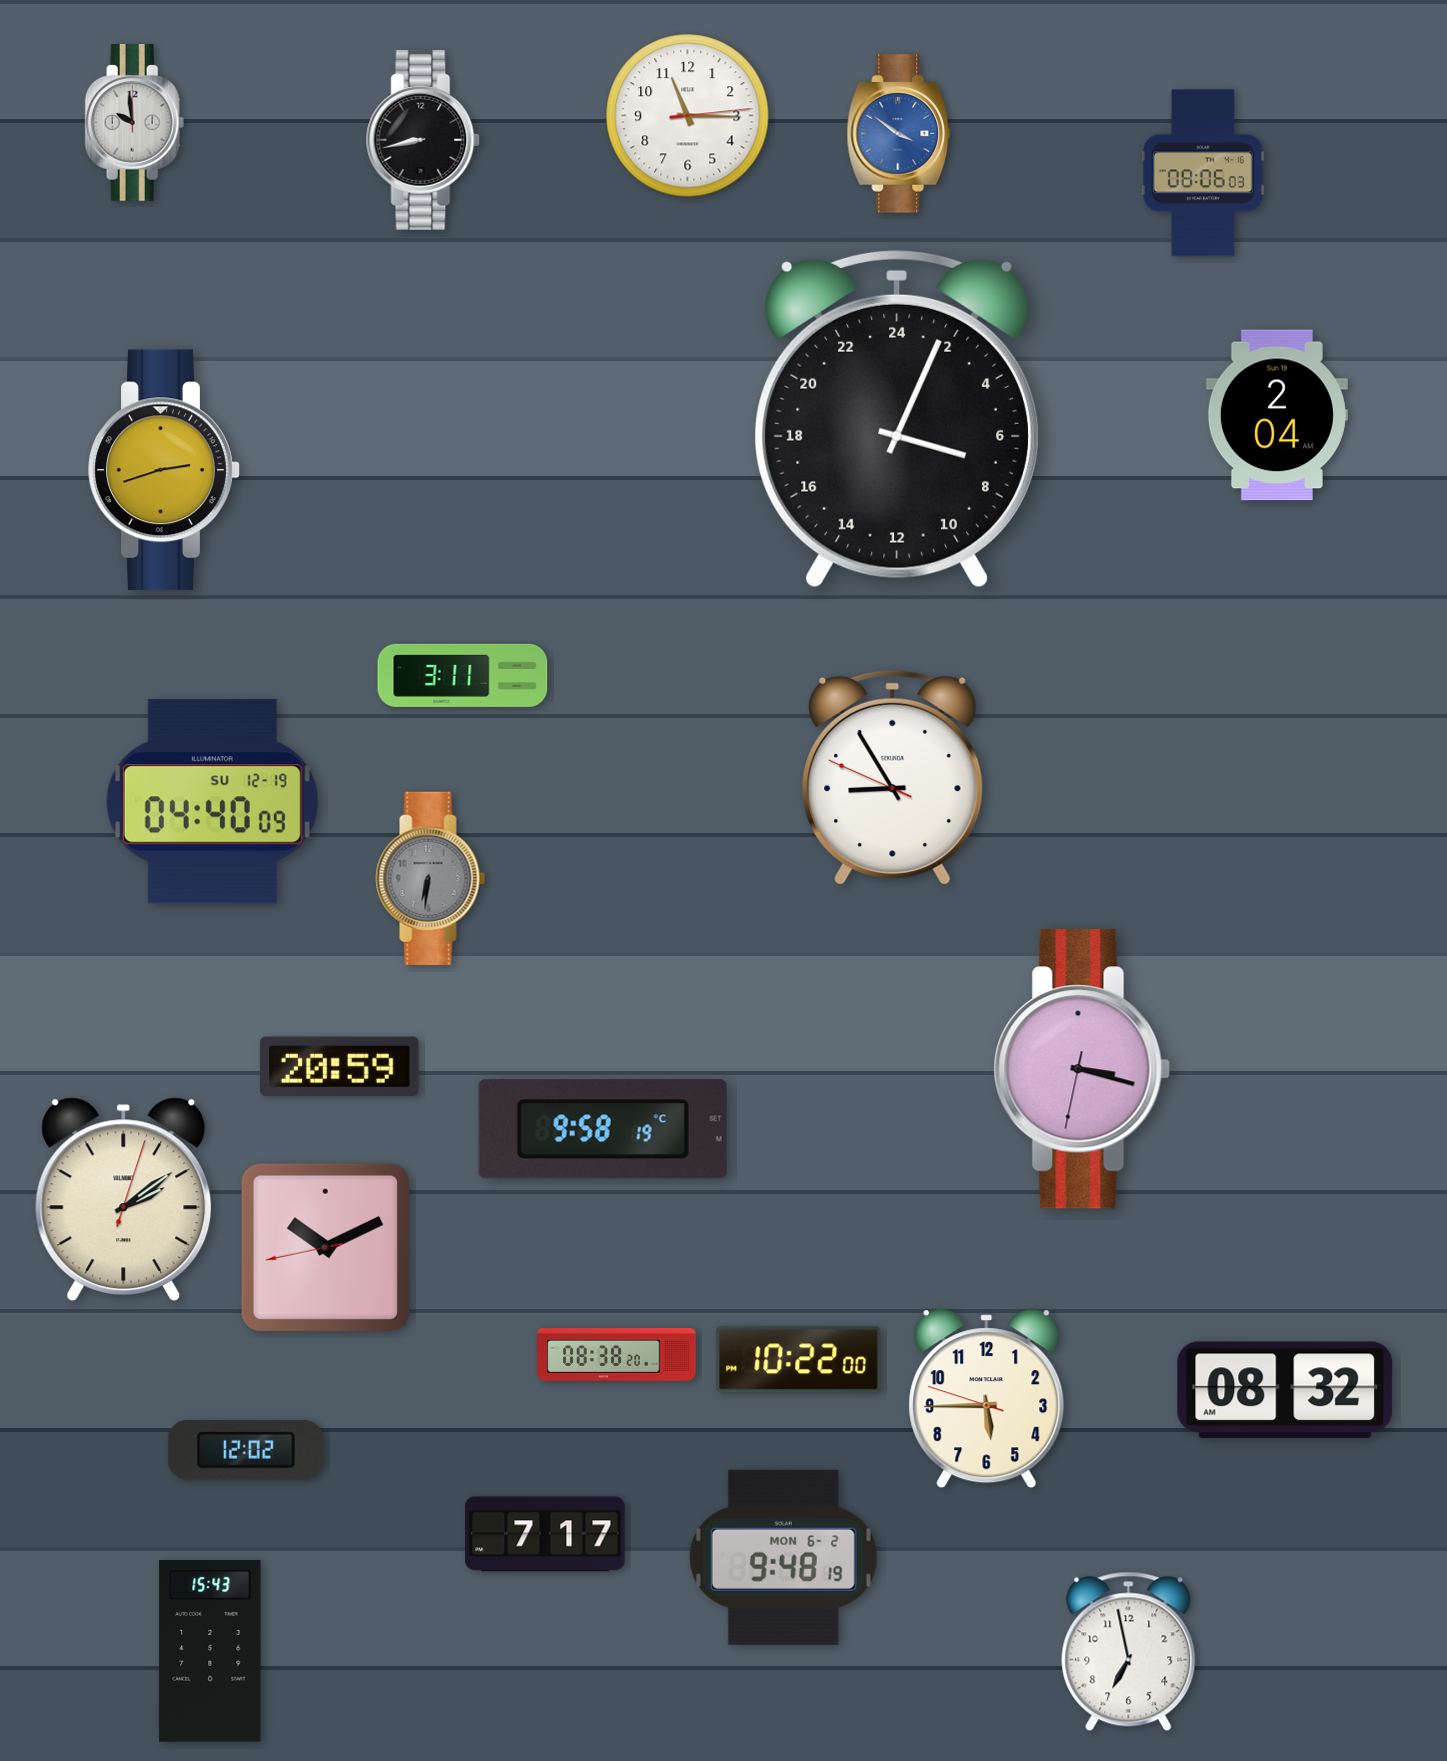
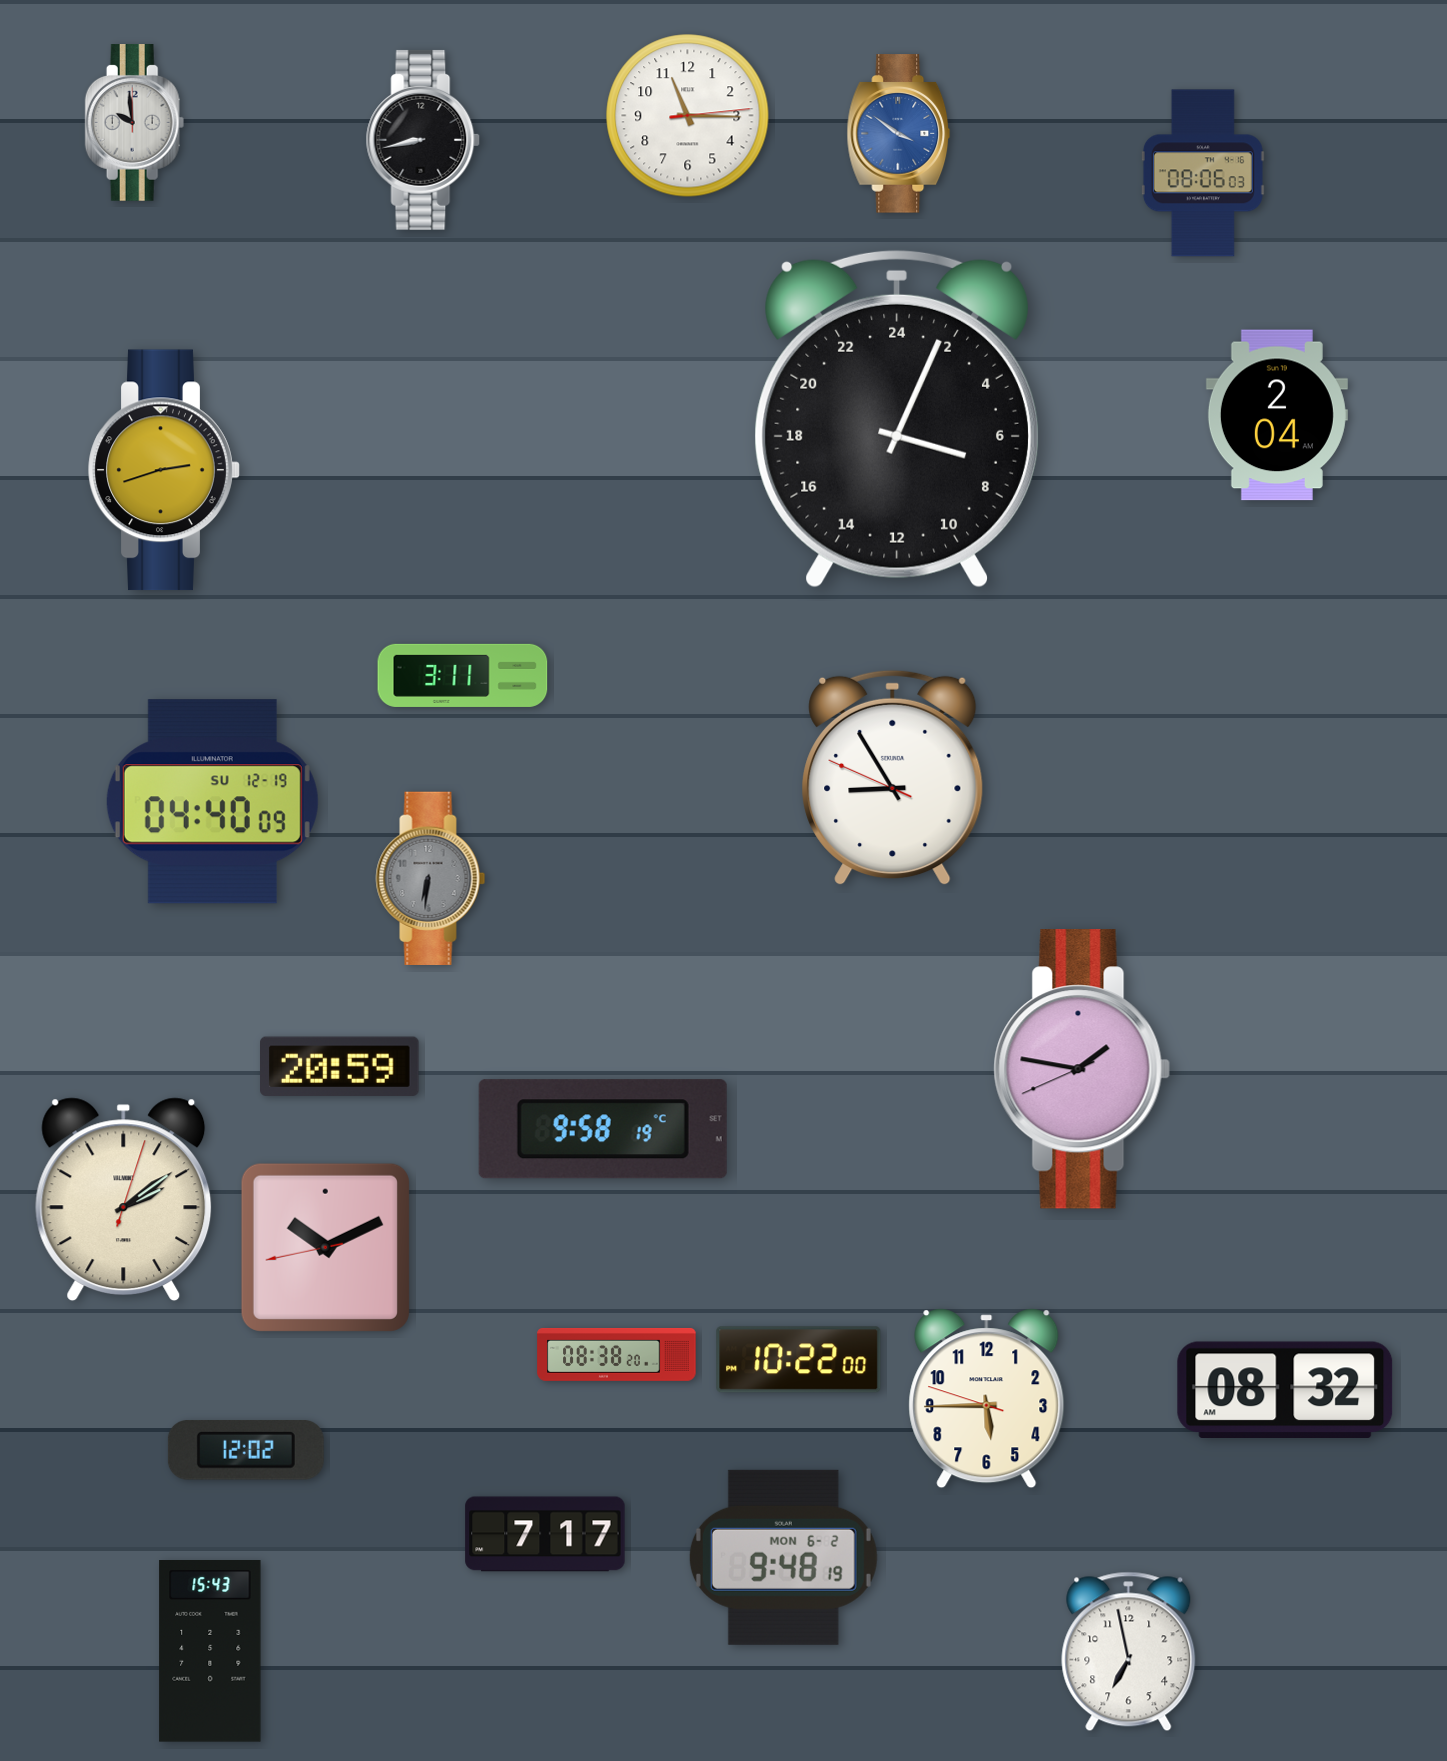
clock at (1082, 1069): 3:17 -> 1:46
